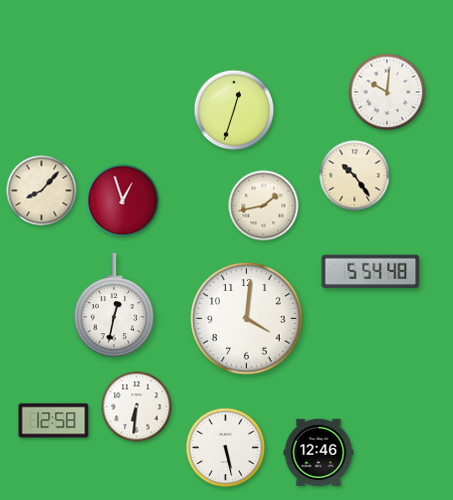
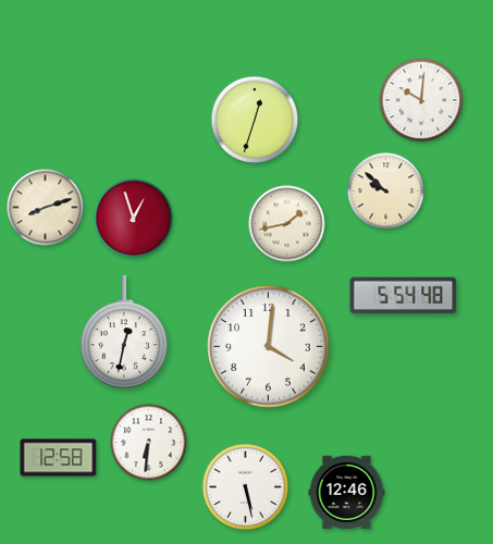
clock at (355, 176): 10:24 -> 9:52
clock at (42, 191): 8:07 -> 8:12
